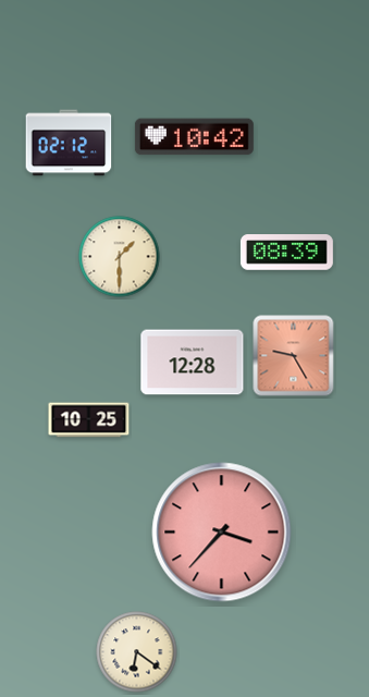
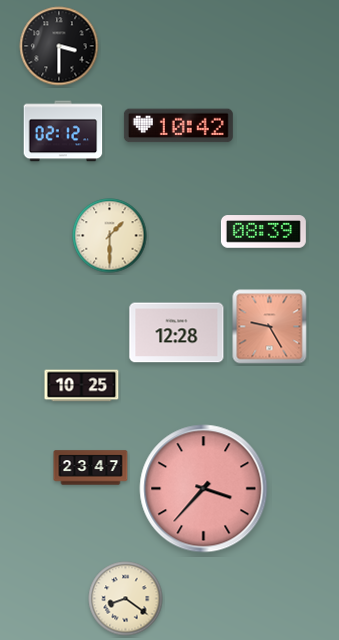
clock at (59, 46): none -> 3:30
clock at (91, 468): none -> 23:47
clock at (137, 652): 6:21 -> 8:21
